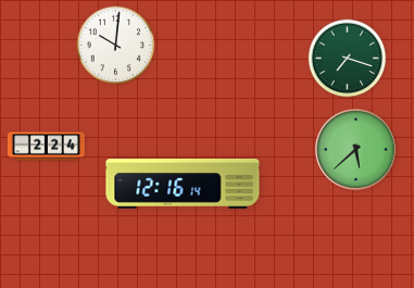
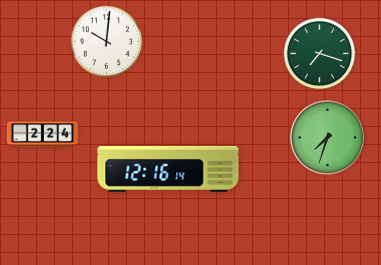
clock at (356, 150): 5:38 -> 7:33
